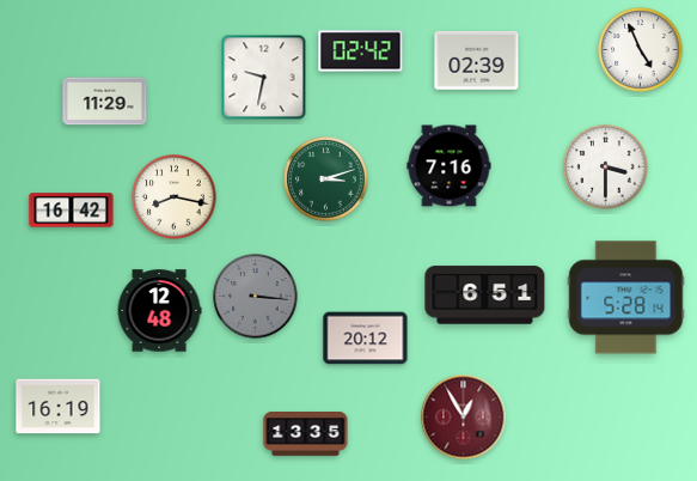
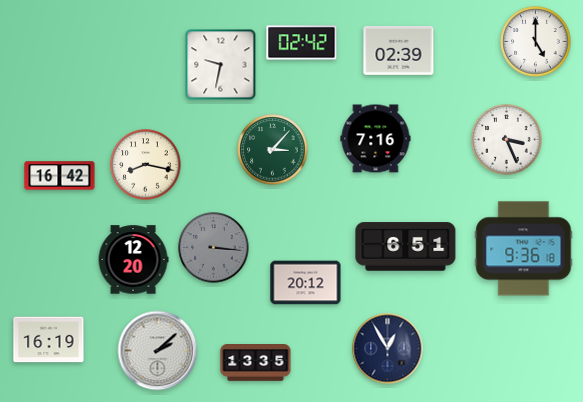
clock at (641, 50): 4:56 -> 5:00
clock at (105, 102): 11:29 -> none
clock at (606, 168): 3:30 -> 3:26
clock at (326, 179): 3:12 -> 3:07
clock at (626, 298): 5:28 -> 9:36
clock at (159, 311): 12:48 -> 12:20
clock at (464, 418) dial: burgundy -> navy
clock at (158, 351): none -> 2:08
